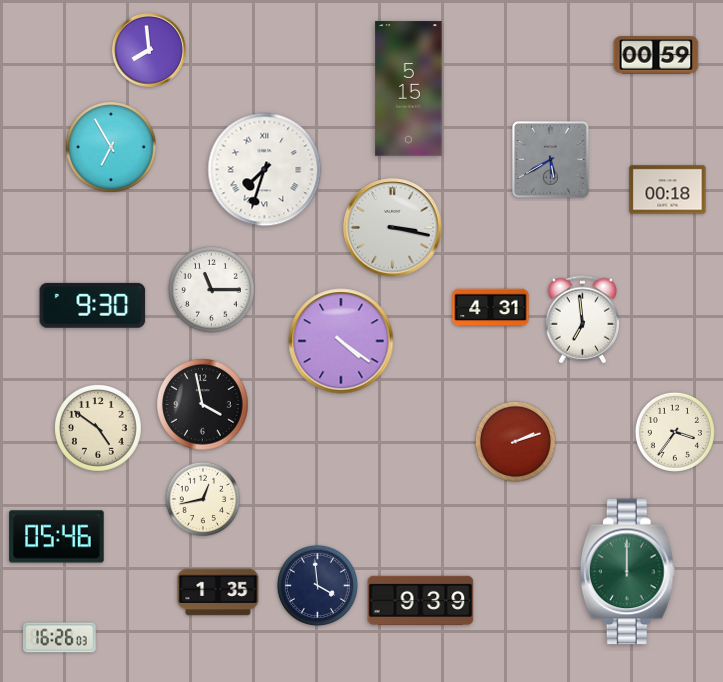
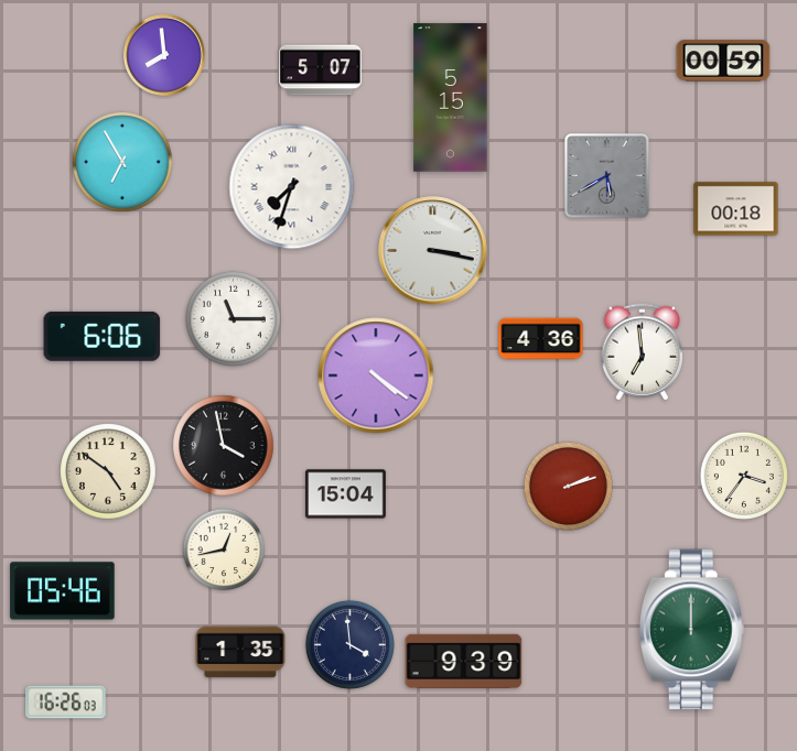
clock at (321, 70): none -> 5:07
clock at (93, 305): 9:30 -> 6:06
clock at (491, 308): 4:31 -> 4:36
clock at (346, 494): none -> 15:04
